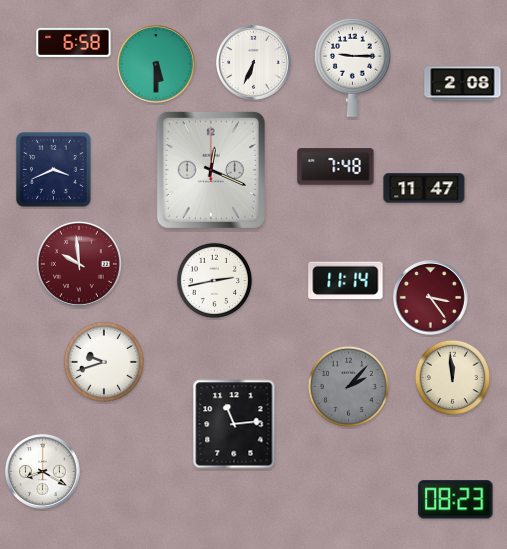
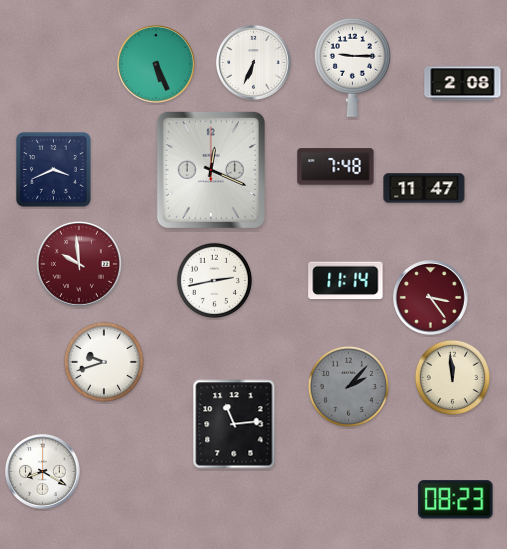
clock at (74, 42): 6:58 -> none
clock at (157, 65): 5:30 -> 5:26
